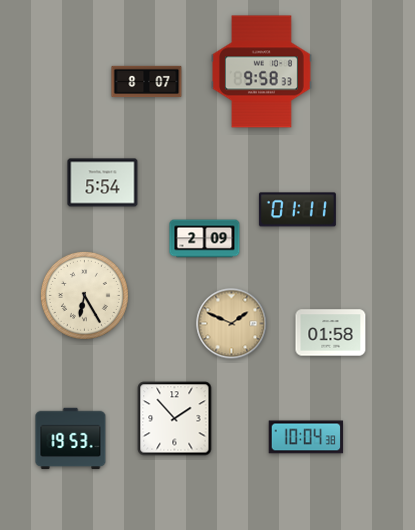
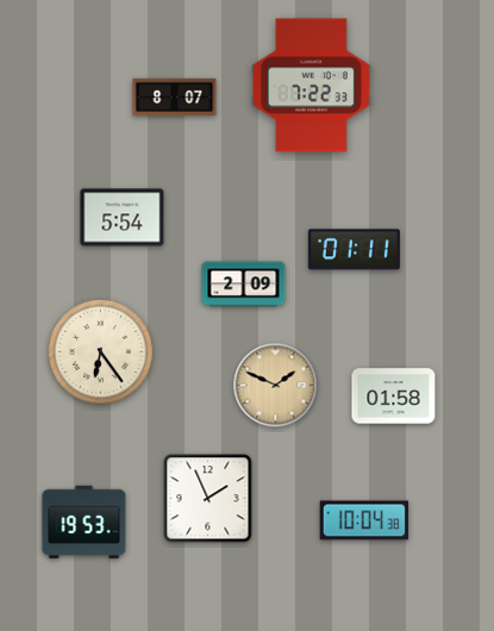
clock at (262, 72): 9:58 -> 7:22
clock at (84, 295): 6:25 -> 6:24
clock at (175, 419): 1:53 -> 1:56
